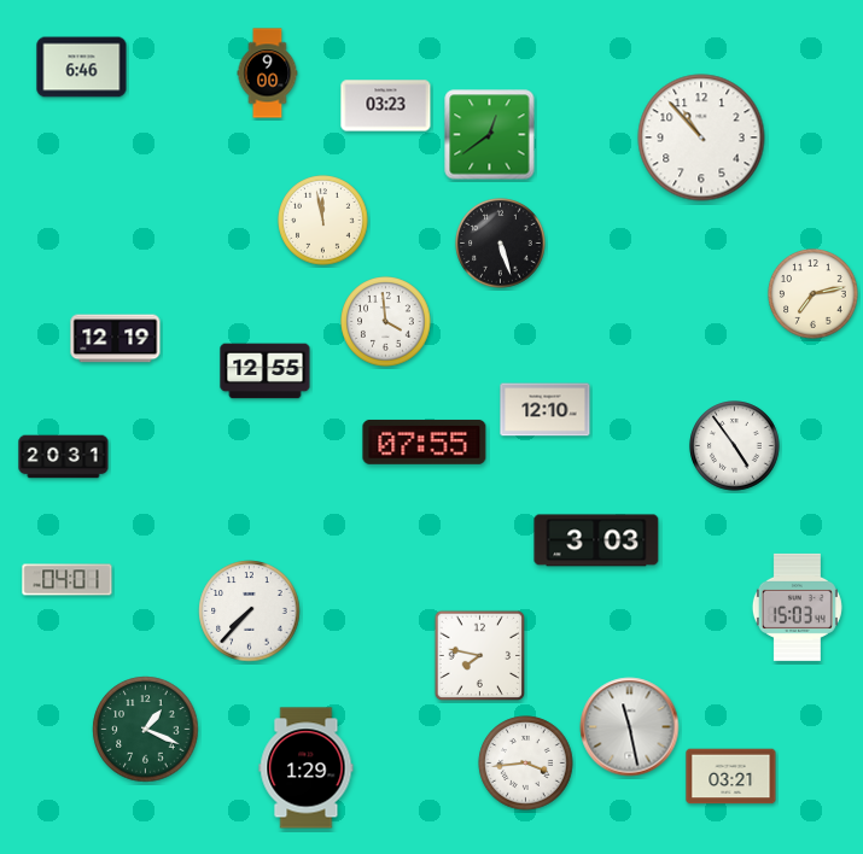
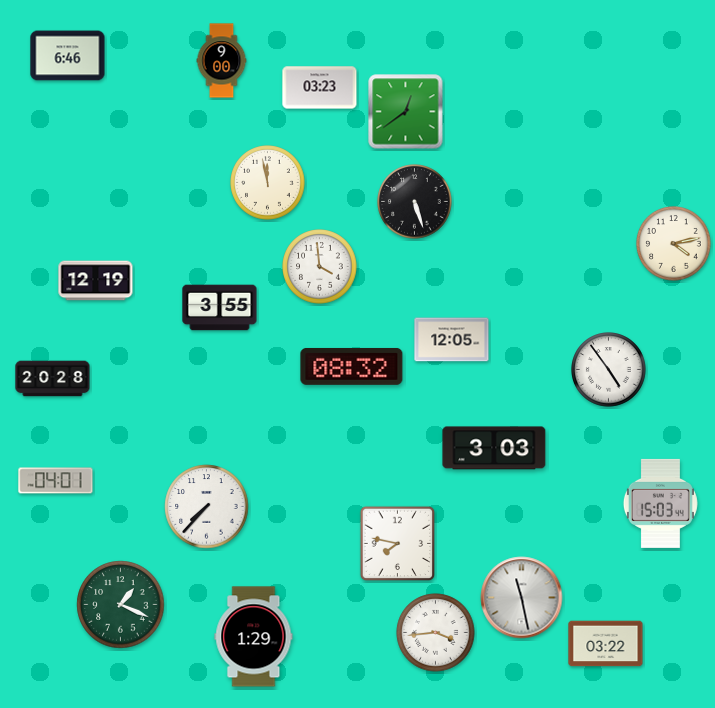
clock at (701, 138): 10:53 -> none
clock at (814, 294): 7:13 -> 4:13
clock at (266, 372): 12:55 -> 3:55
clock at (546, 410): 12:10 -> 12:05
clock at (425, 441): 07:55 -> 08:32
clock at (64, 457): 20:31 -> 20:28
clock at (630, 727) position: (630, 727) -> (522, 598)
clock at (731, 777): 03:21 -> 03:22
